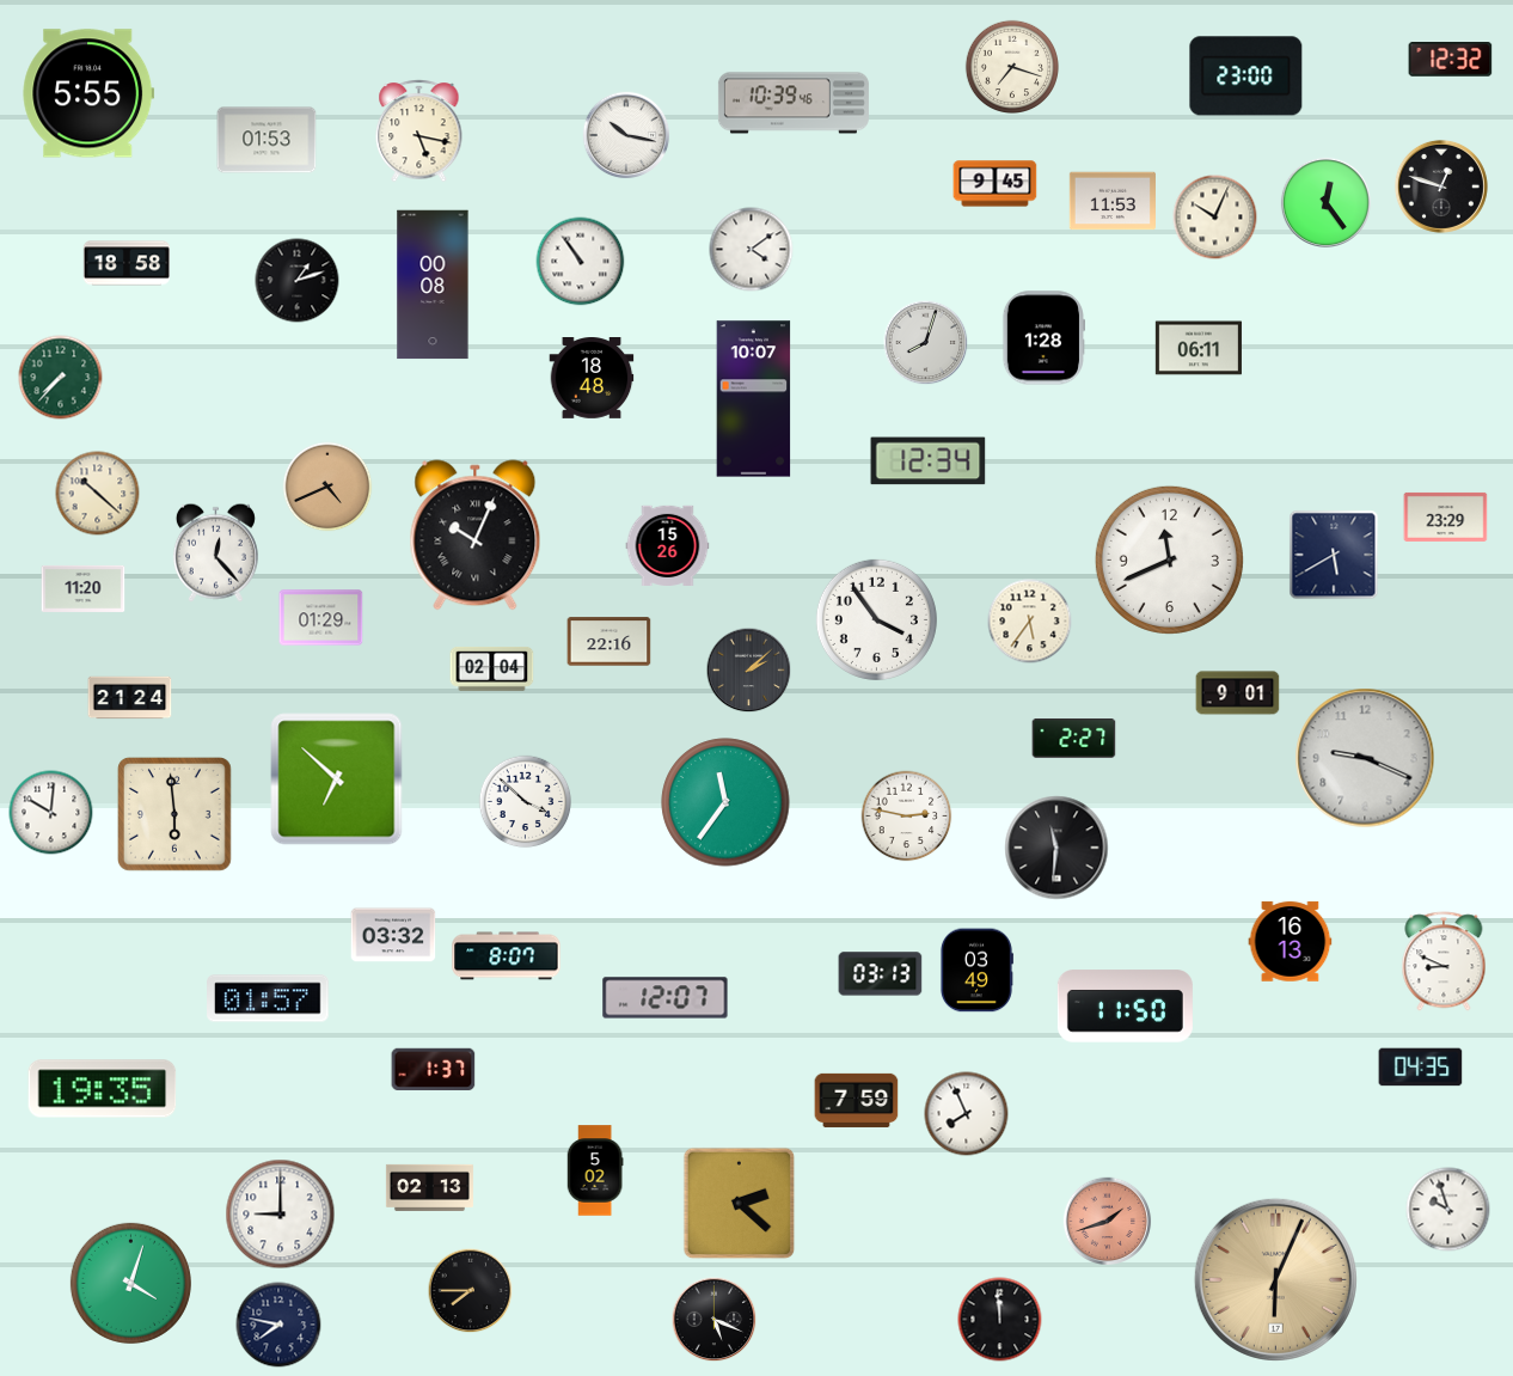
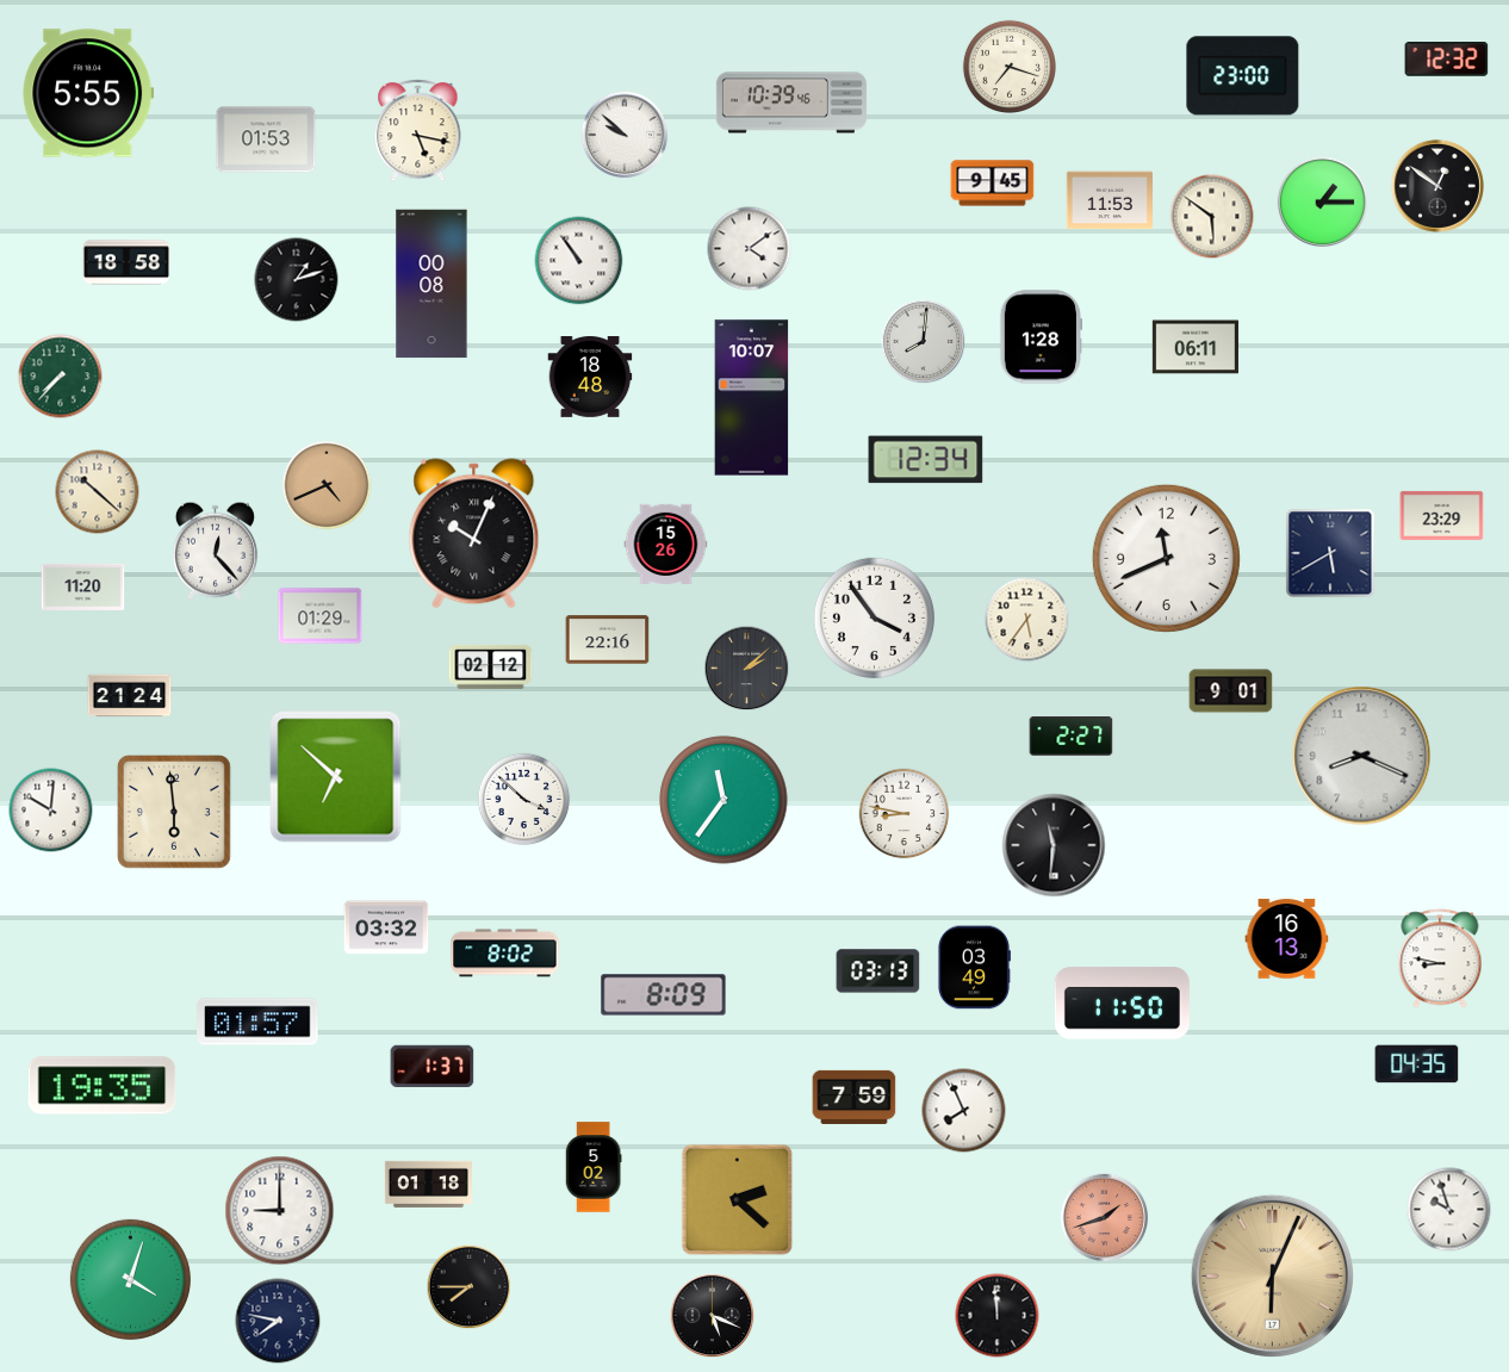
clock at (626, 135): 10:17 -> 9:52
clock at (1441, 186): 12:48 -> 12:51
clock at (1325, 202): 12:24 -> 1:15
clock at (1215, 218): 10:04 -> 5:51
clock at (926, 343): 8:03 -> 8:01
clock at (492, 668): 02:04 -> 02:12
clock at (1238, 693) position: (1238, 693) -> (1231, 691)
clock at (1365, 758): 9:19 -> 8:19
clock at (907, 817): 2:47 -> 8:47
clock at (393, 935) position: (393, 935) -> (386, 927)
clock at (507, 956): 8:07 -> 8:02
clock at (1444, 961): 8:49 -> 8:47
clock at (268, 998) position: (268, 998) -> (257, 1022)
clock at (666, 998): 12:07 -> 8:09
clock at (429, 1187): 02:13 -> 01:18
clock at (1448, 1210) position: (1448, 1210) -> (1449, 1210)
